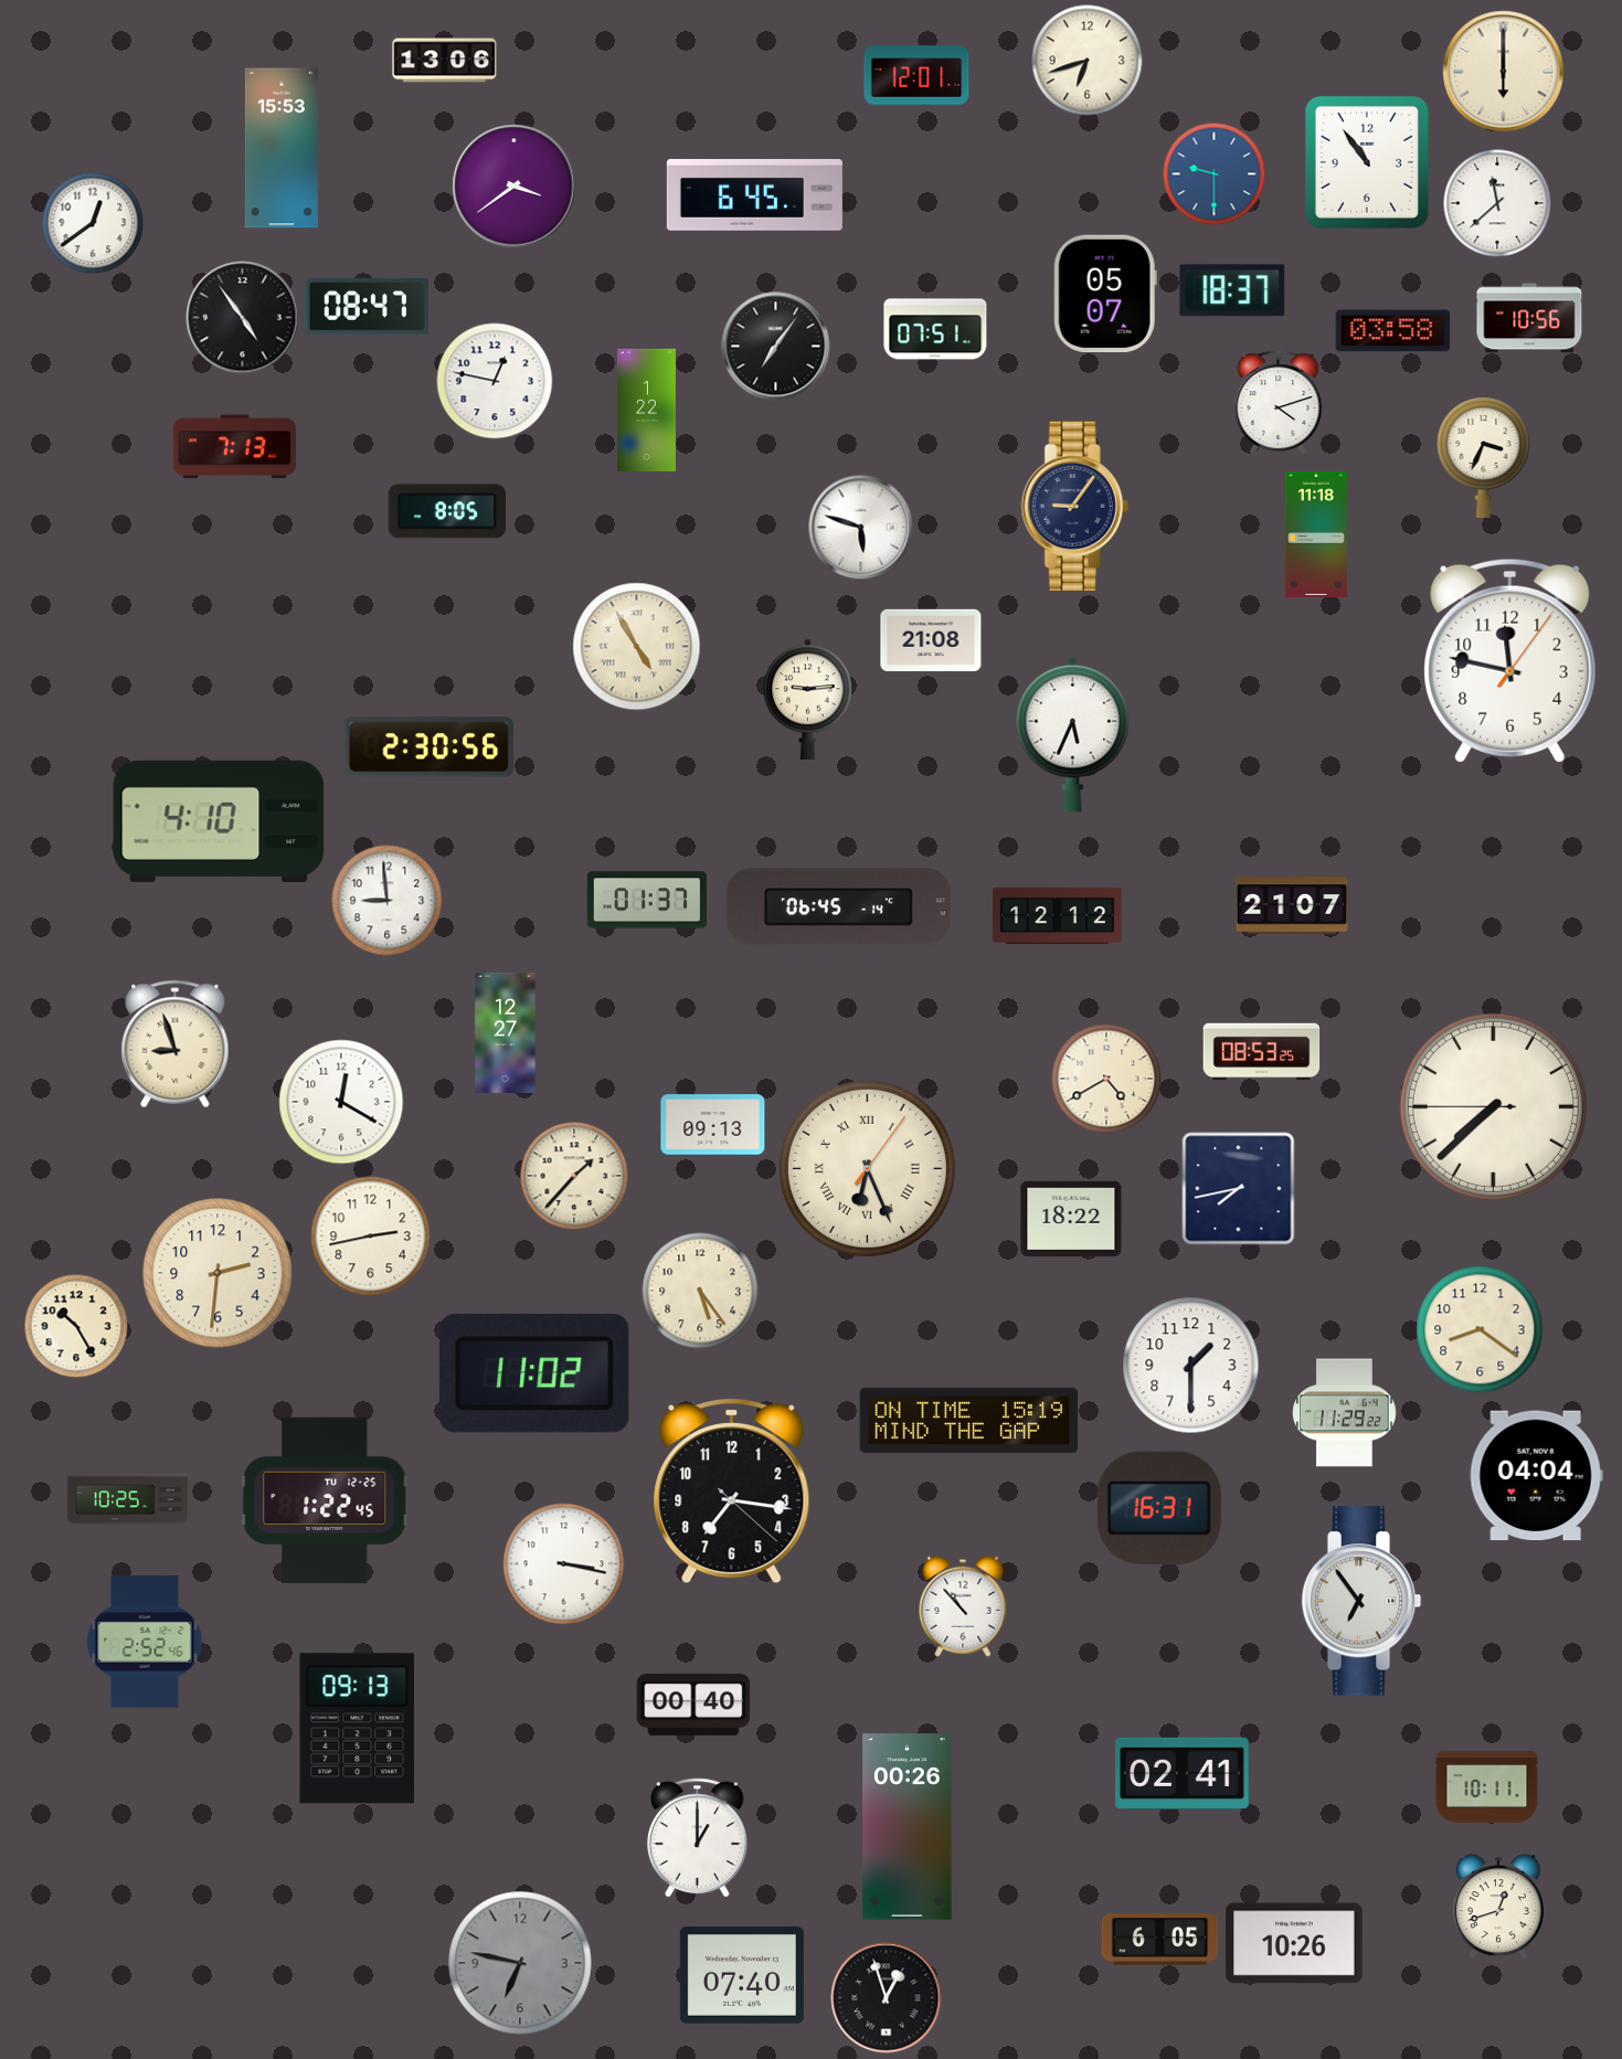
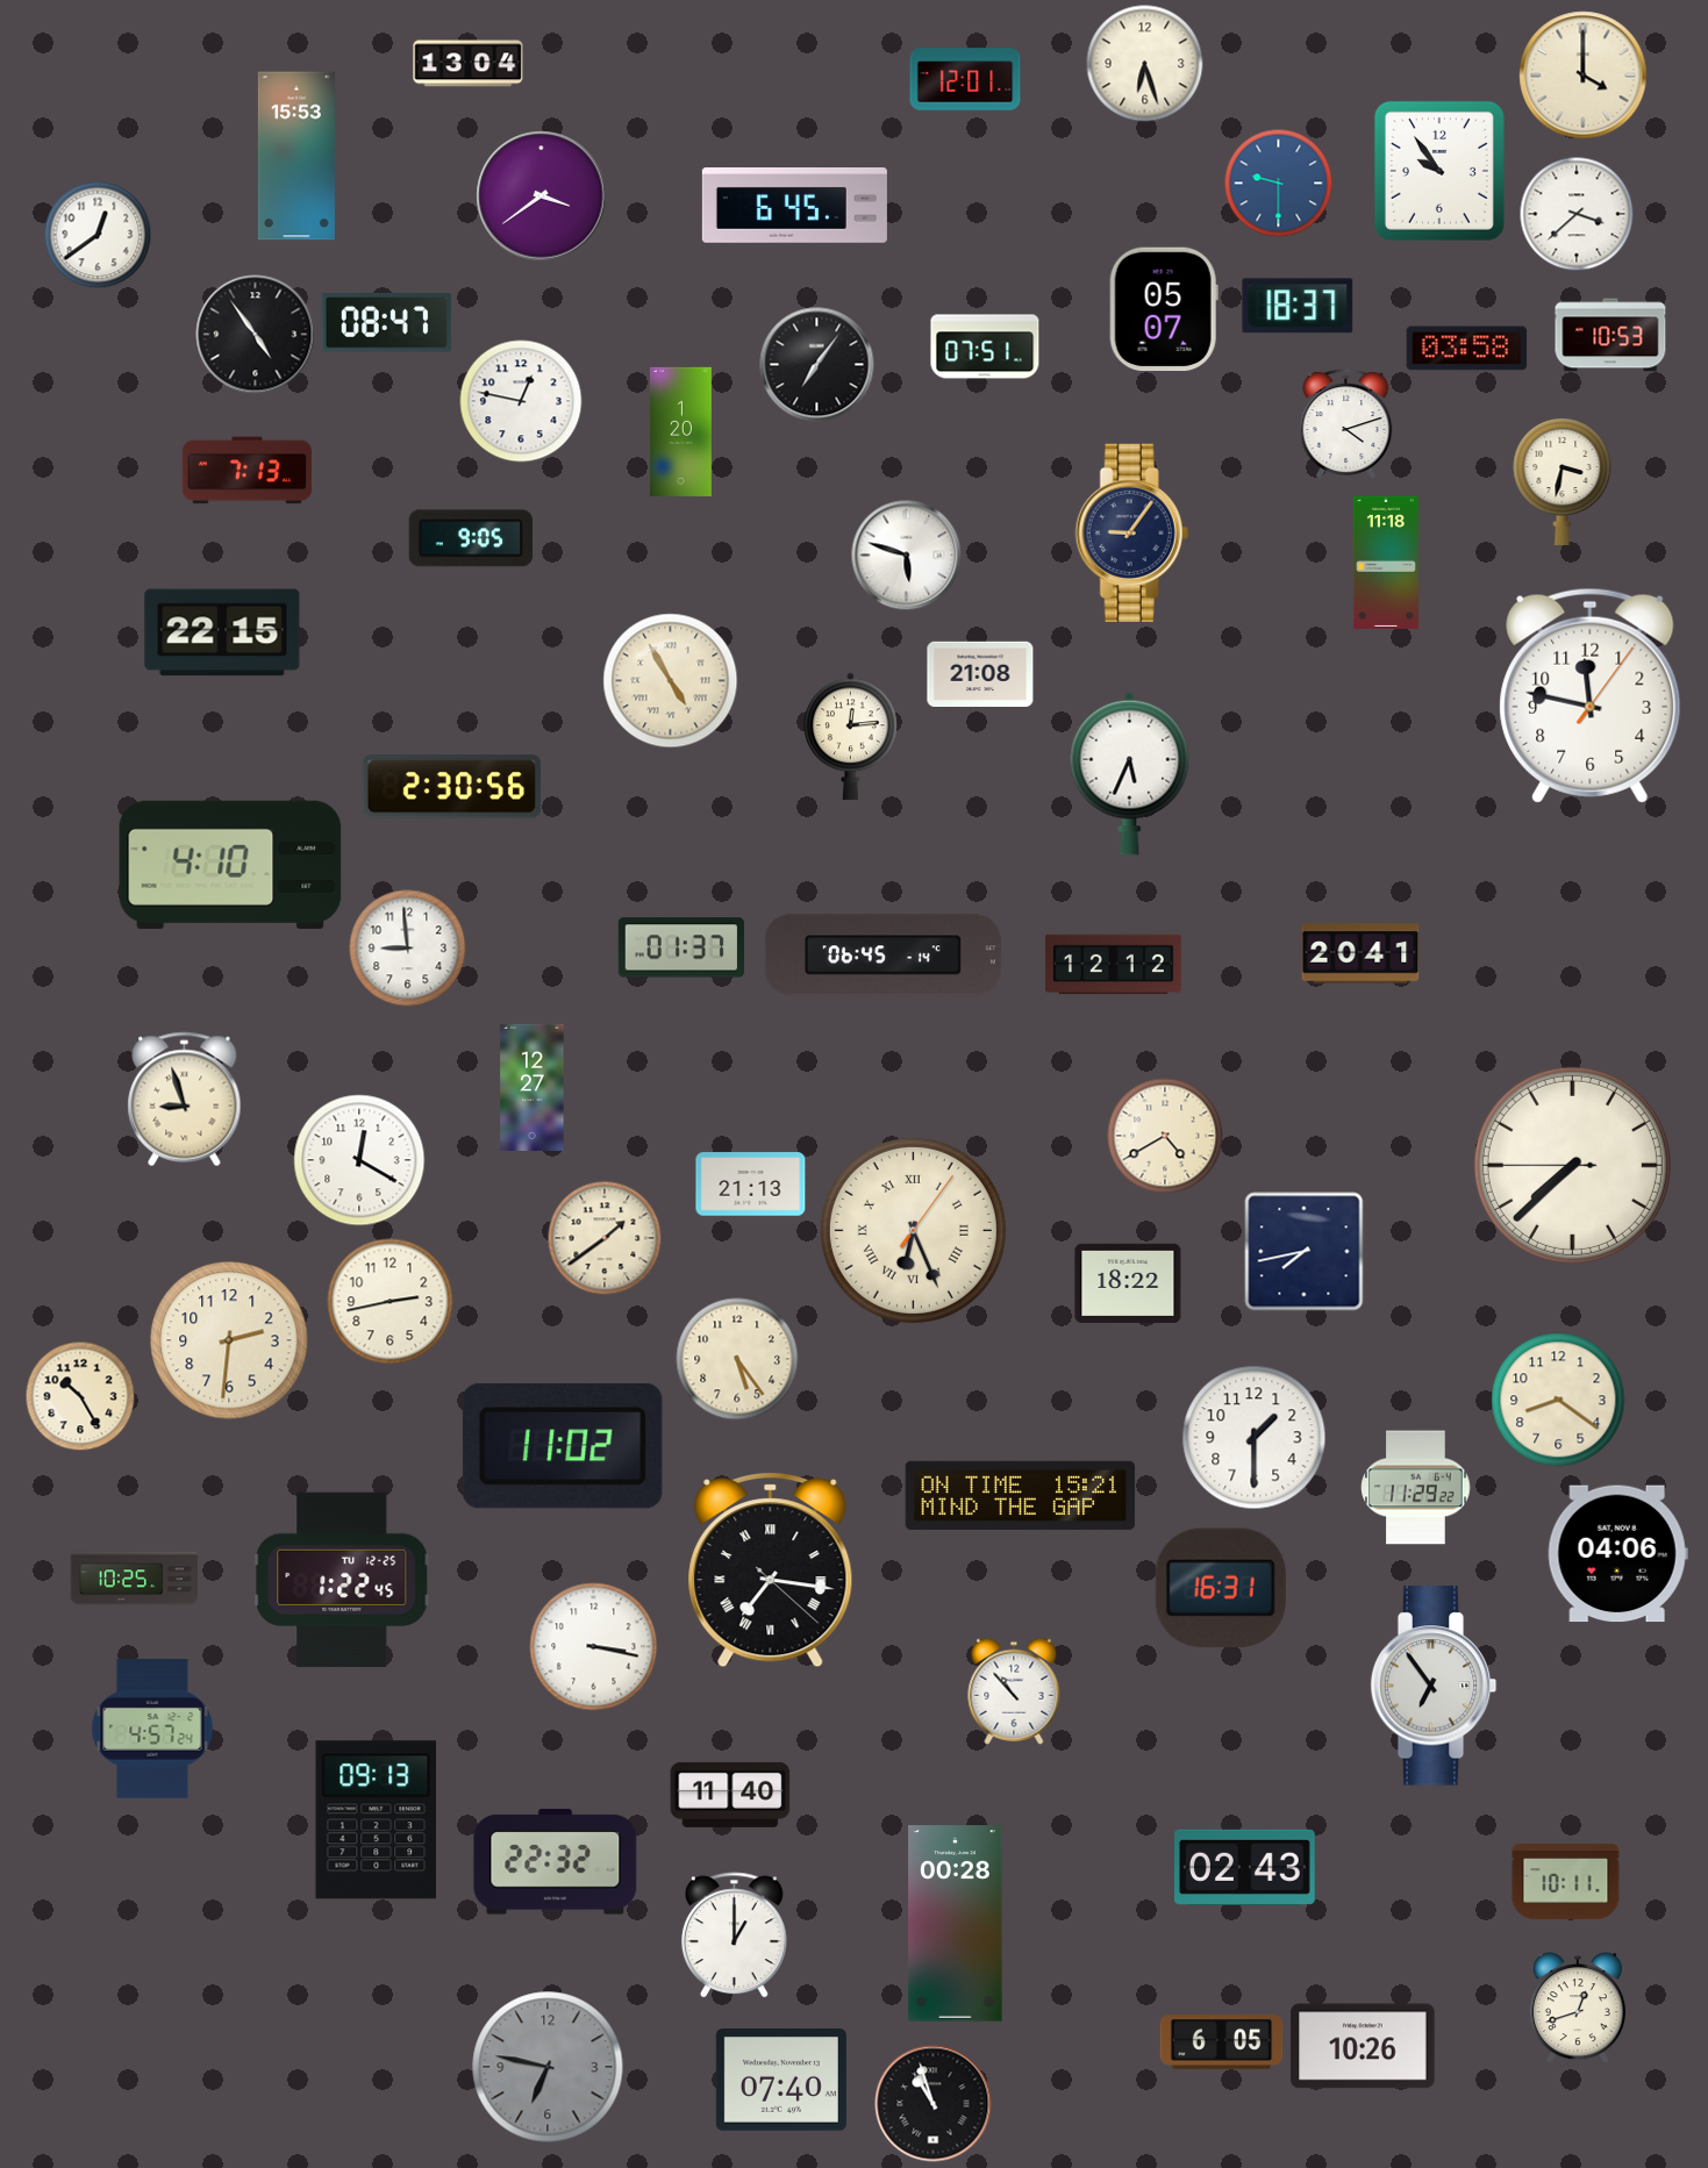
clock at (445, 61): 13:06 -> 13:04
clock at (1088, 61): 6:42 -> 6:27
clock at (1504, 72): 6:00 -> 4:00
clock at (1367, 162): 10:54 -> 9:54
clock at (1497, 203): 11:38 -> 3:38
clock at (1529, 318): 10:56 -> 10:53
clock at (646, 410): 1:22 -> 1:20
clock at (1484, 456): 3:34 -> 3:32
clock at (446, 511): 8:05 -> 9:05
clock at (222, 632): none -> 22:15
clock at (808, 699): 9:14 -> 12:14
clock at (1292, 905): 21:07 -> 20:41
clock at (1262, 1052): 08:53 -> none
clock at (713, 1125): 09:13 -> 21:13
clock at (574, 1176): 1:37 -> 1:39
clock at (969, 1420): 15:19 -> 15:21
clock at (1536, 1476): 04:04 -> 04:06
clock at (732, 1492) numerals: Arabic -> Roman
clock at (145, 1643): 2:52 -> 4:57
clock at (693, 1705): 00:40 -> 11:40
clock at (556, 1862): none -> 22:32
clock at (1183, 1773): 02:41 -> 02:43
clock at (908, 1827): 00:26 -> 00:28
clock at (887, 1998): 12:57 -> 10:57
